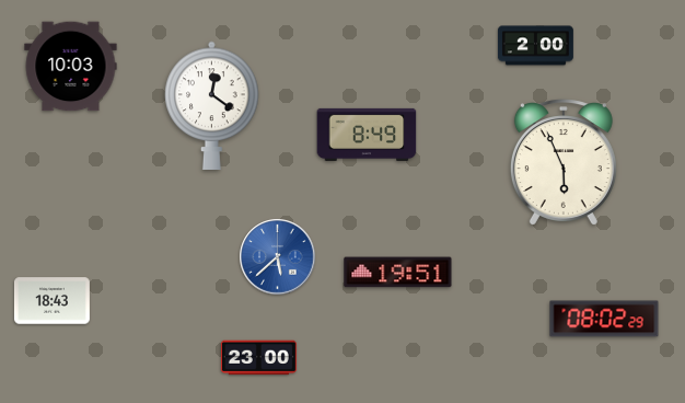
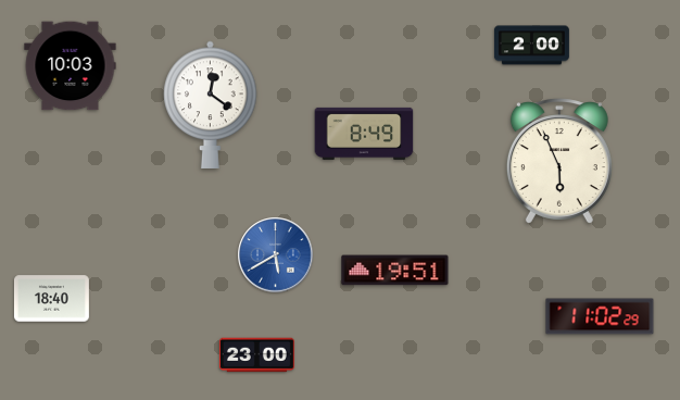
clock at (278, 257): 5:38 -> 5:40
clock at (51, 301): 18:43 -> 18:40
clock at (604, 319): 08:02 -> 11:02
